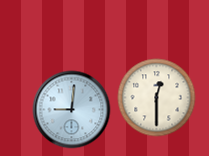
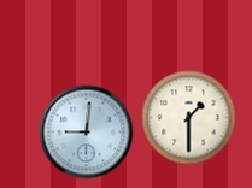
clock at (156, 97): 12:30 -> 1:30
